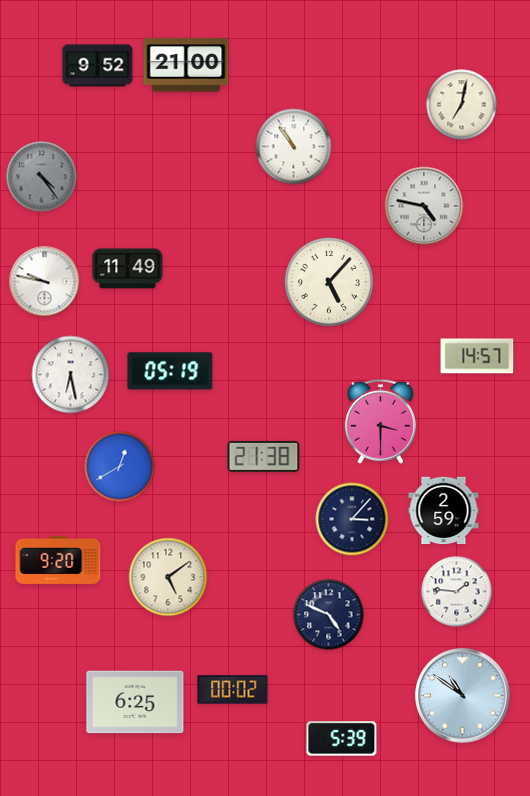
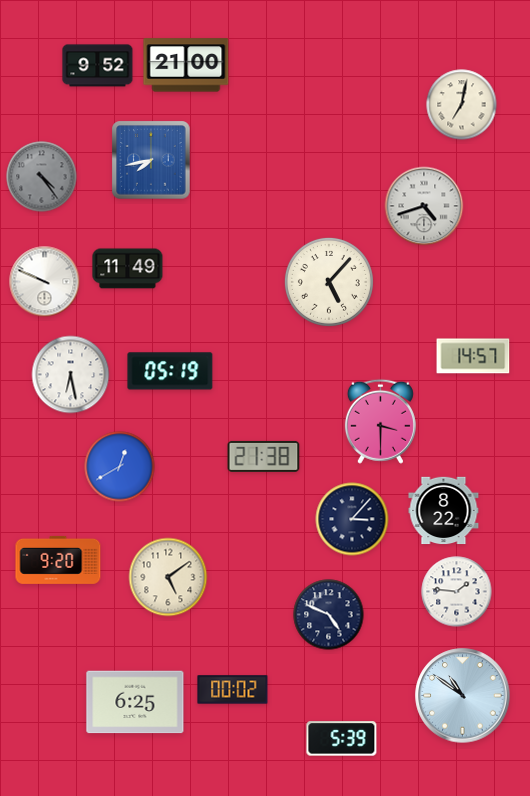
clock at (294, 147): 10:54 -> none
clock at (151, 160): none -> 7:43
clock at (424, 206): 4:47 -> 4:42
clock at (45, 282): 9:47 -> 9:49
clock at (477, 356) position: (477, 356) -> (473, 356)
clock at (444, 511): 2:59 -> 8:22
